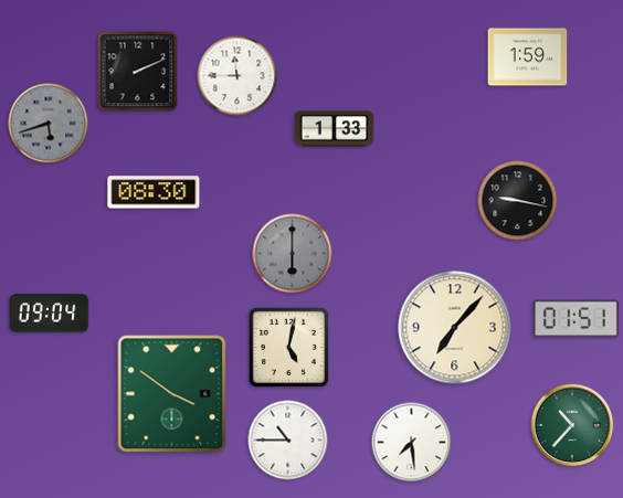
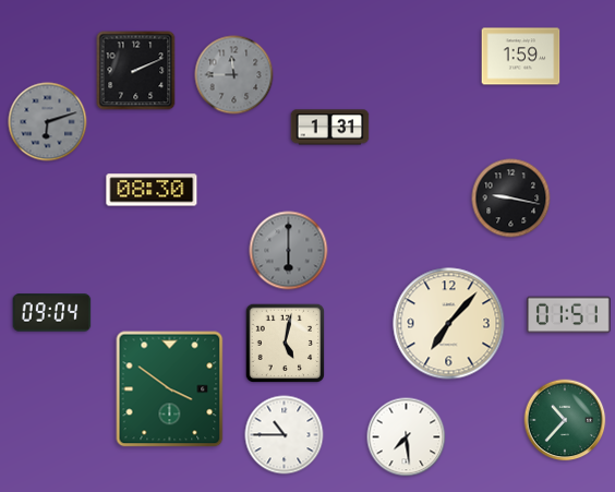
clock at (237, 76) dial: white -> grey
clock at (49, 124): 5:42 -> 6:12
clock at (335, 129): 1:33 -> 1:31
clock at (50, 314) position: (50, 314) -> (52, 313)
